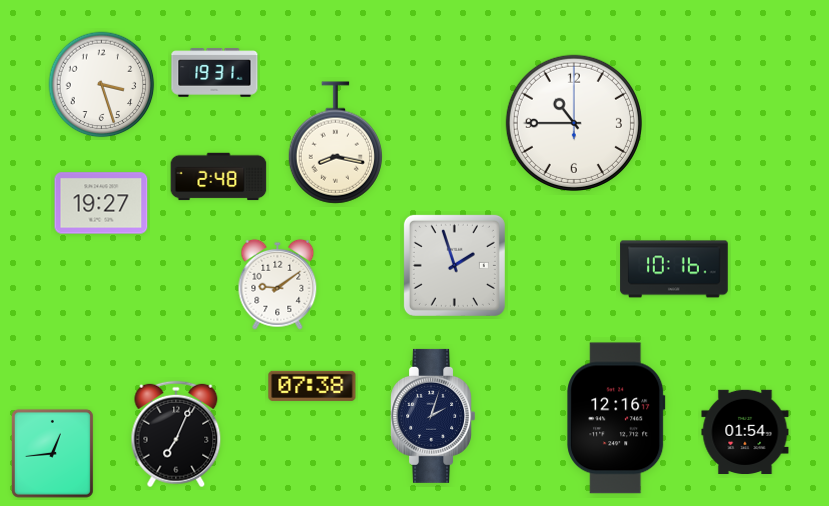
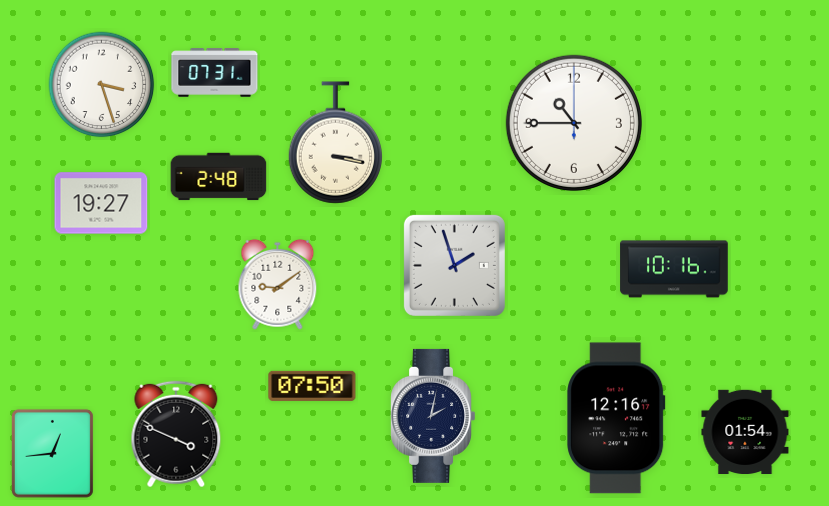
clock at (215, 73): 19:31 -> 07:31
clock at (335, 143): 8:17 -> 3:17
clock at (312, 386): 07:38 -> 07:50
clock at (432, 416): 2:03 -> 2:02
clock at (176, 434): 7:04 -> 3:49
